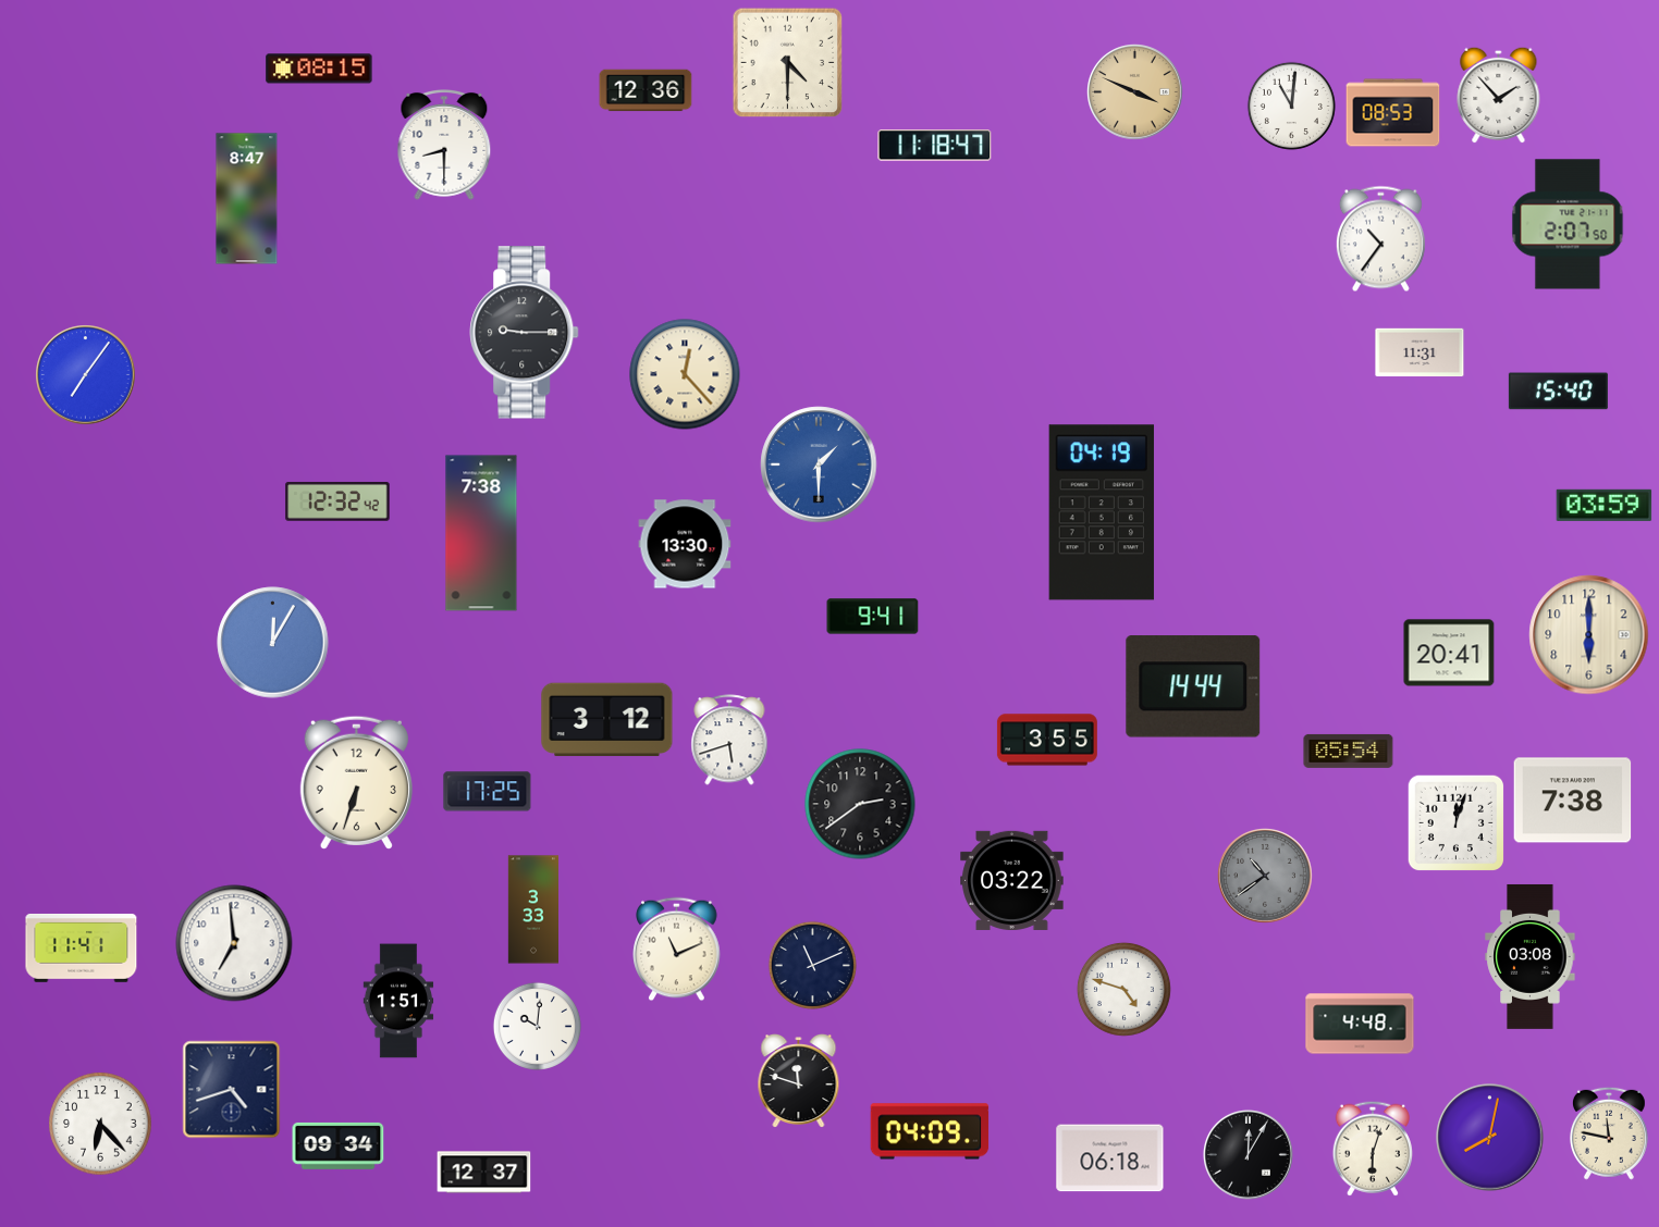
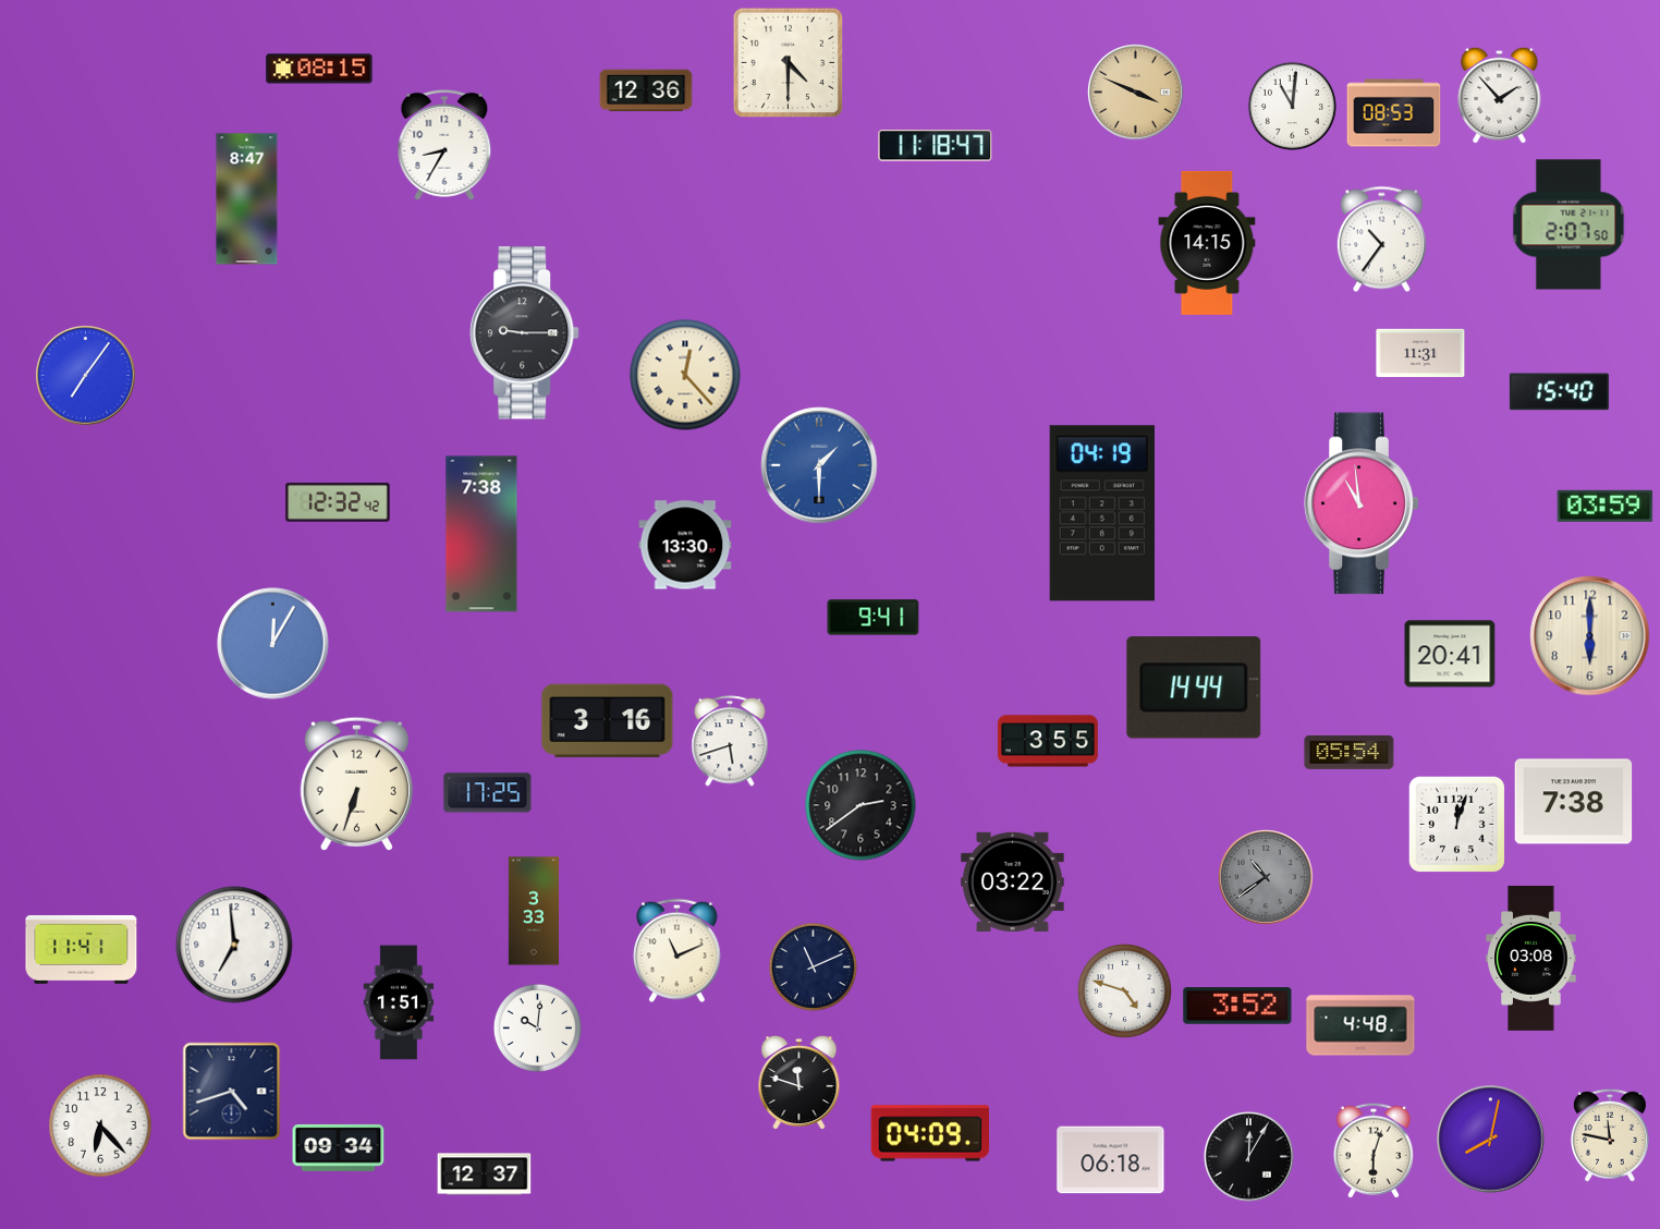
clock at (444, 146): 8:30 -> 8:35
clock at (1207, 243): none -> 14:15
clock at (1362, 503): none -> 10:59
clock at (607, 720): 3:12 -> 3:16
clock at (1237, 1006): none -> 3:52
